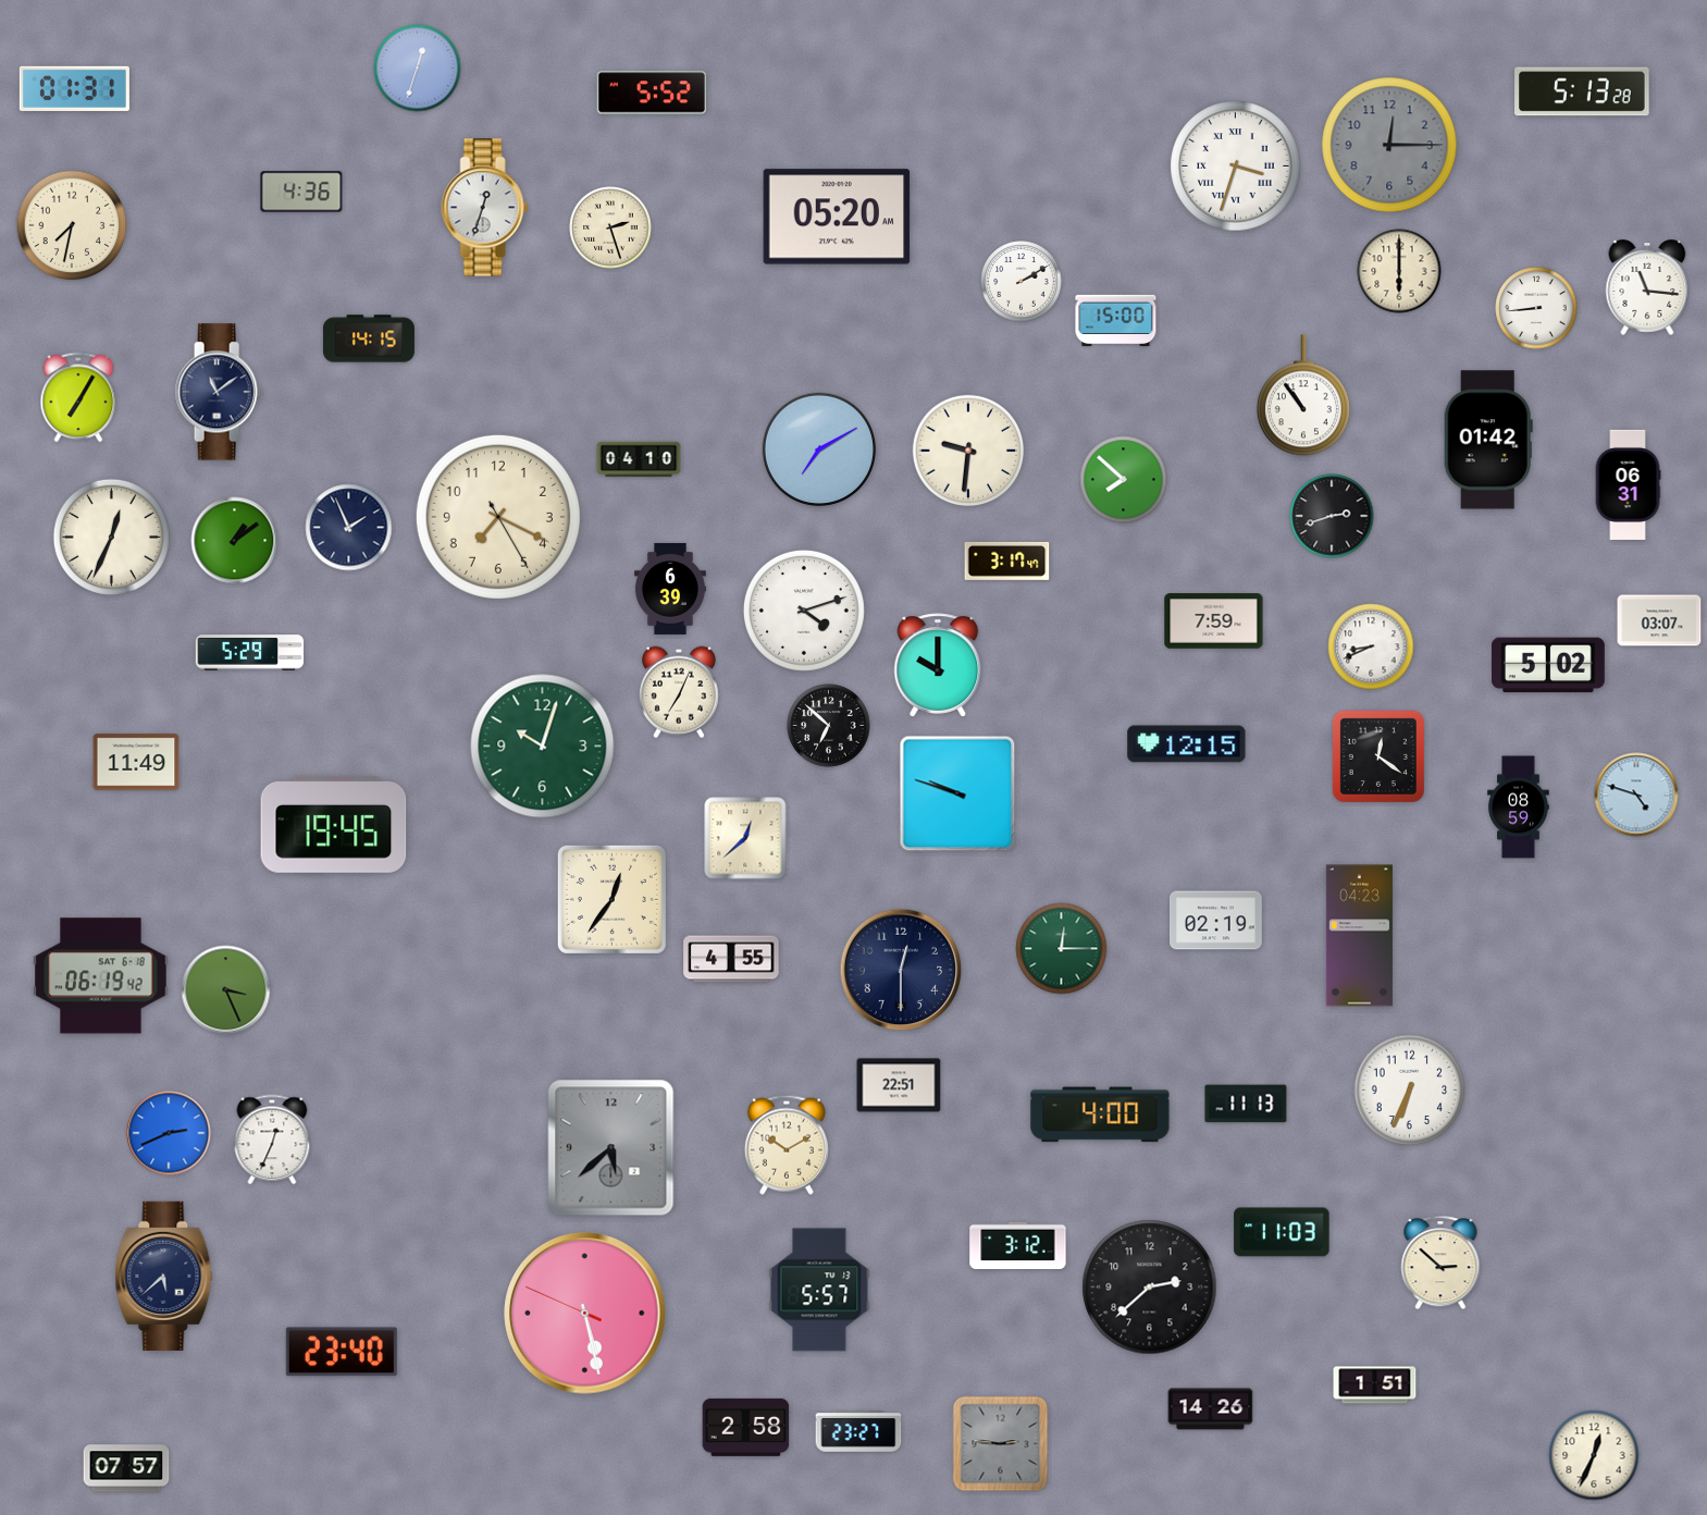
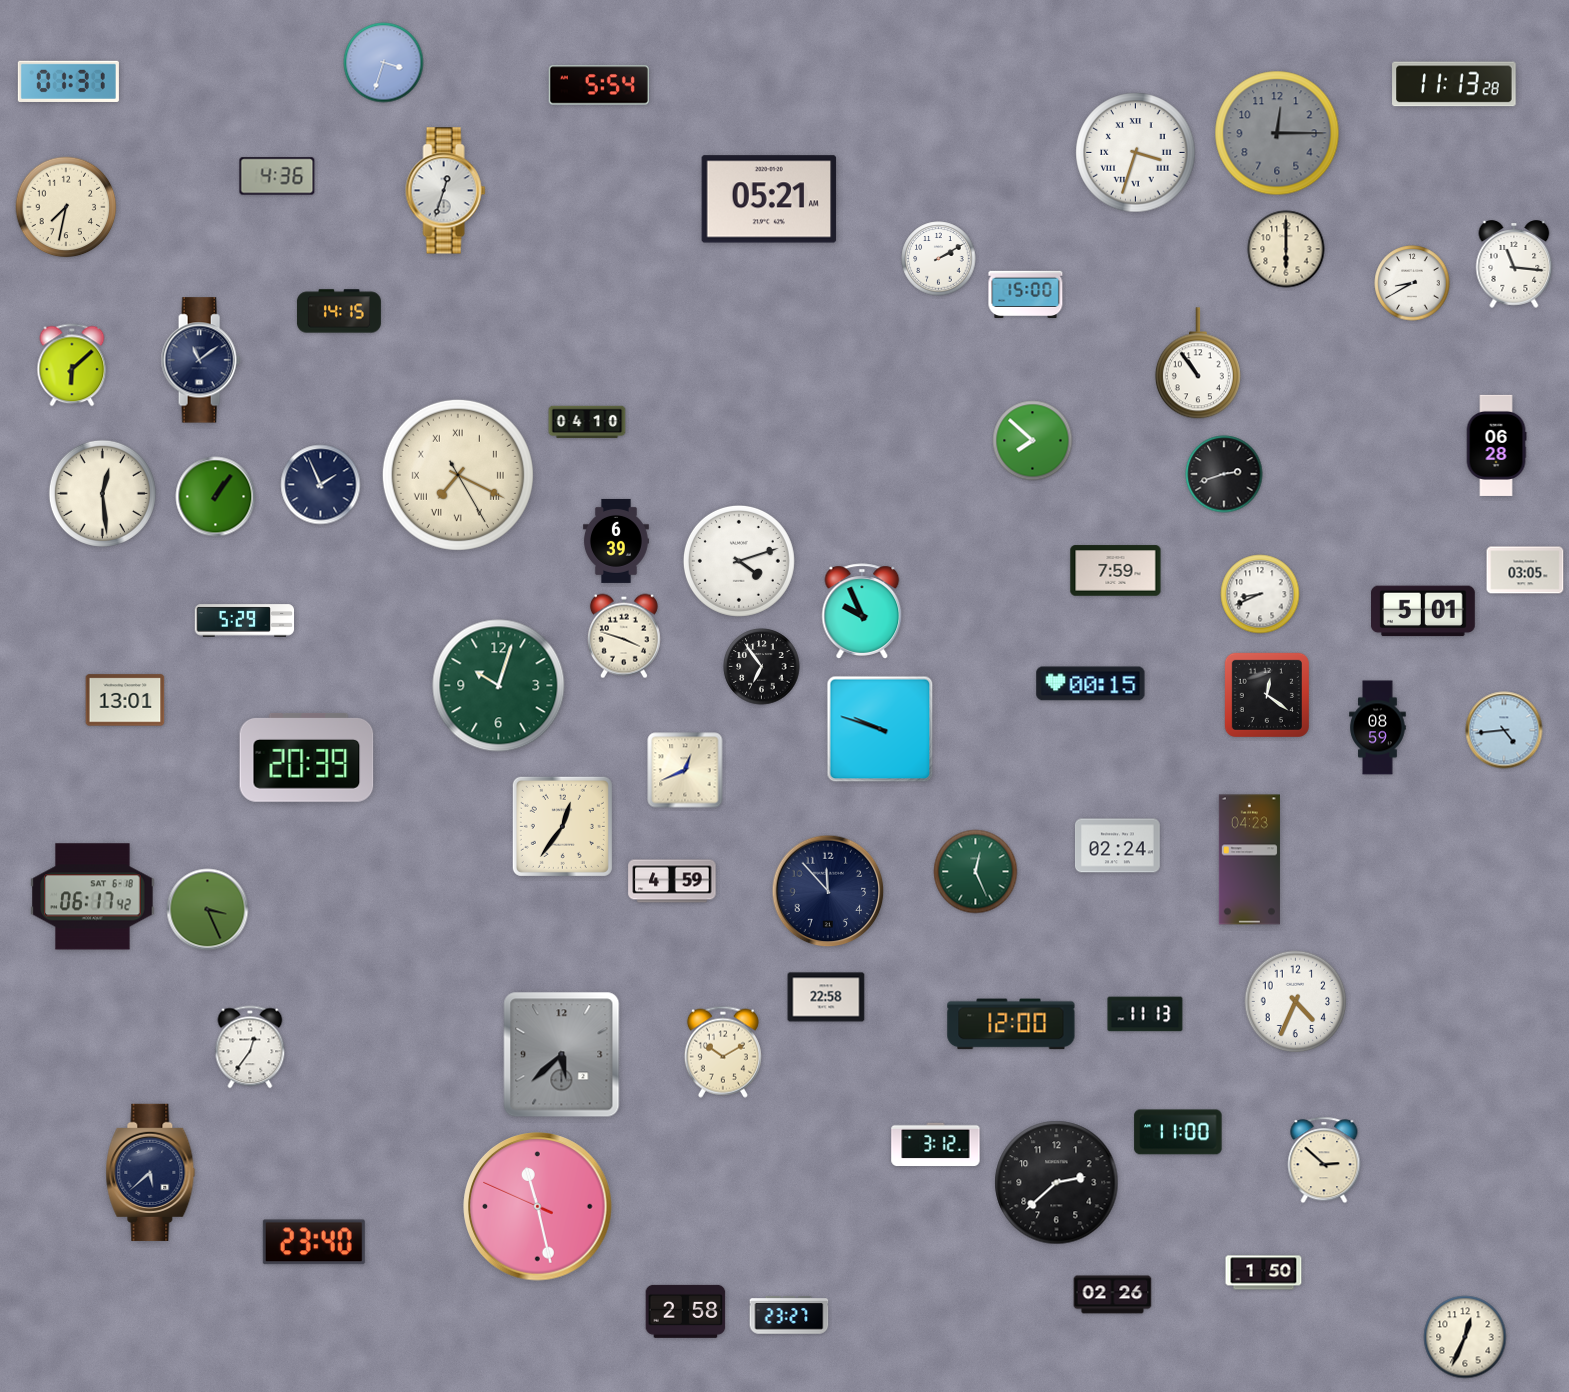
clock at (418, 69): 12:33 -> 3:33
clock at (1582, 91): 5:13 -> 11:13
clock at (652, 93): 5:52 -> 5:54
clock at (837, 217): 05:20 -> 05:21
clock at (610, 227): 2:27 -> none
clock at (1536, 308): 8:44 -> 8:40
clock at (78, 397): 7:05 -> 6:08
clock at (1488, 440): 01:42 -> none
clock at (818, 448): 7:10 -> none
clock at (968, 451): 9:31 -> none
clock at (1628, 484): 06:31 -> 06:28
clock at (498, 517) numerals: Arabic -> Roman
clock at (111, 537): 12:34 -> 12:29
clock at (235, 541): 1:09 -> 1:06
clock at (1007, 561): 3:17 -> none
clock at (1659, 620): 03:07 -> 03:05
clock at (250, 653) position: (250, 653) -> (245, 621)
clock at (938, 665): 10:00 -> 9:56
clock at (1549, 665): 5:02 -> 5:01
clock at (679, 692): 7:04 -> 3:48
clock at (829, 726): 6:52 -> 6:54
clock at (1187, 744): 12:15 -> 00:15
clock at (136, 762): 11:49 -> 13:01
clock at (1636, 795): 4:48 -> 4:44
clock at (1519, 808) position: (1519, 808) -> (1378, 728)
clock at (334, 825): 19:45 -> 20:39
clock at (745, 838): 12:38 -> 12:41
clock at (1216, 921): 02:19 -> 02:24
clock at (1062, 949): 12:15 -> 12:26
clock at (731, 959): 4:55 -> 4:59
clock at (901, 970): 12:30 -> 11:53
clock at (101, 976): 06:19 -> 06:17
clock at (899, 1085): 22:51 -> 22:58
clock at (1410, 1091): 6:34 -> 4:34
clock at (1100, 1114): 4:00 -> 12:00
clock at (169, 1133): 2:41 -> none
clock at (272, 1140): 12:34 -> 12:36
clock at (1282, 1232): 11:03 -> 11:00
clock at (819, 1290): 5:57 -> none
clock at (585, 1314): 5:27 -> 11:27
clock at (1375, 1385): 1:51 -> 1:50
clock at (1211, 1409): 14:26 -> 02:26
clock at (1001, 1444): 2:46 -> none
clock at (126, 1468): 07:57 -> none
